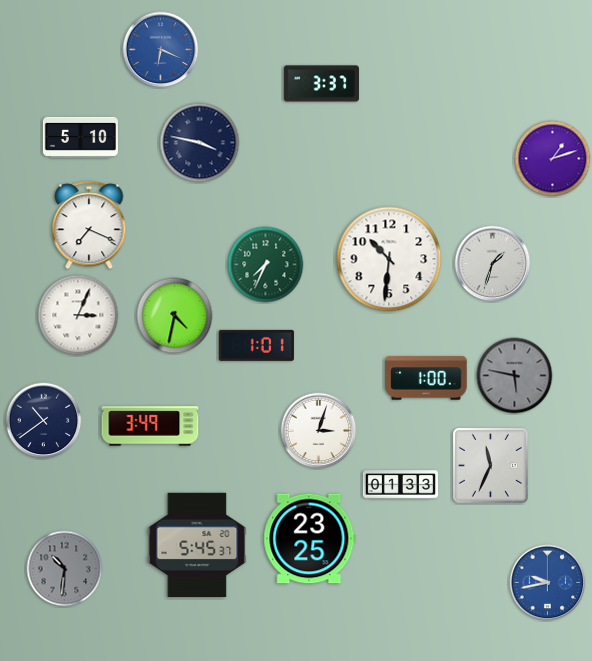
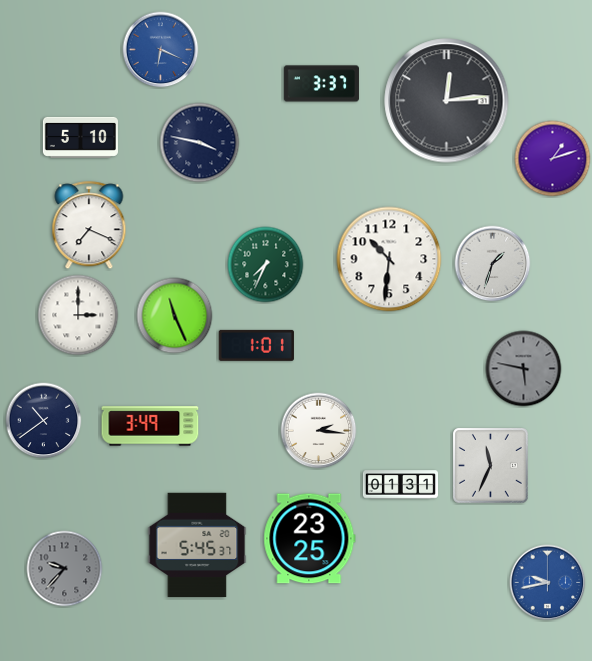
clock at (447, 101): none -> 12:14
clock at (78, 315): 3:04 -> 3:00
clock at (175, 316): 4:32 -> 11:26
clock at (515, 376) position: (515, 376) -> (524, 369)
clock at (426, 378): 1:00 -> none
clock at (319, 431): 3:03 -> 2:16
clock at (400, 485): 01:33 -> 01:31
clock at (65, 569): 10:31 -> 9:37
